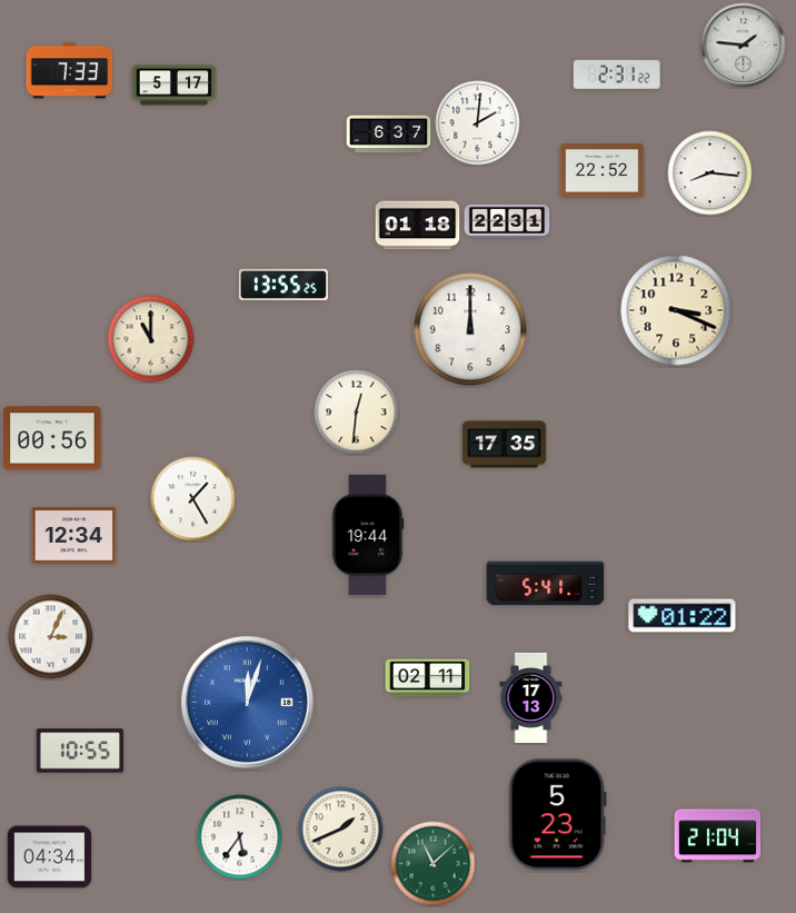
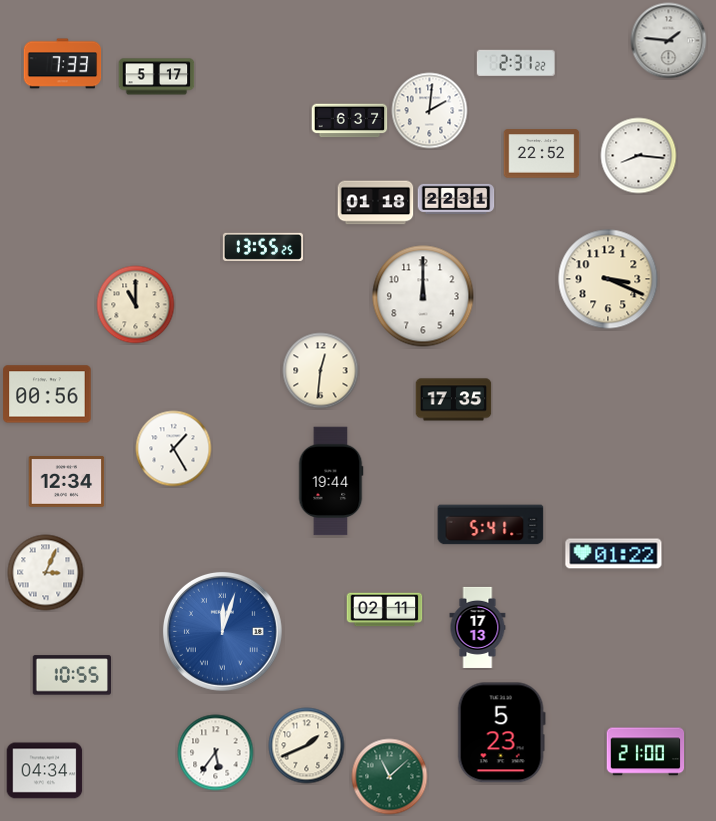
clock at (616, 75) position: (616, 75) -> (515, 63)
clock at (283, 285) position: (283, 285) -> (263, 247)
clock at (718, 836): 21:04 -> 21:00
